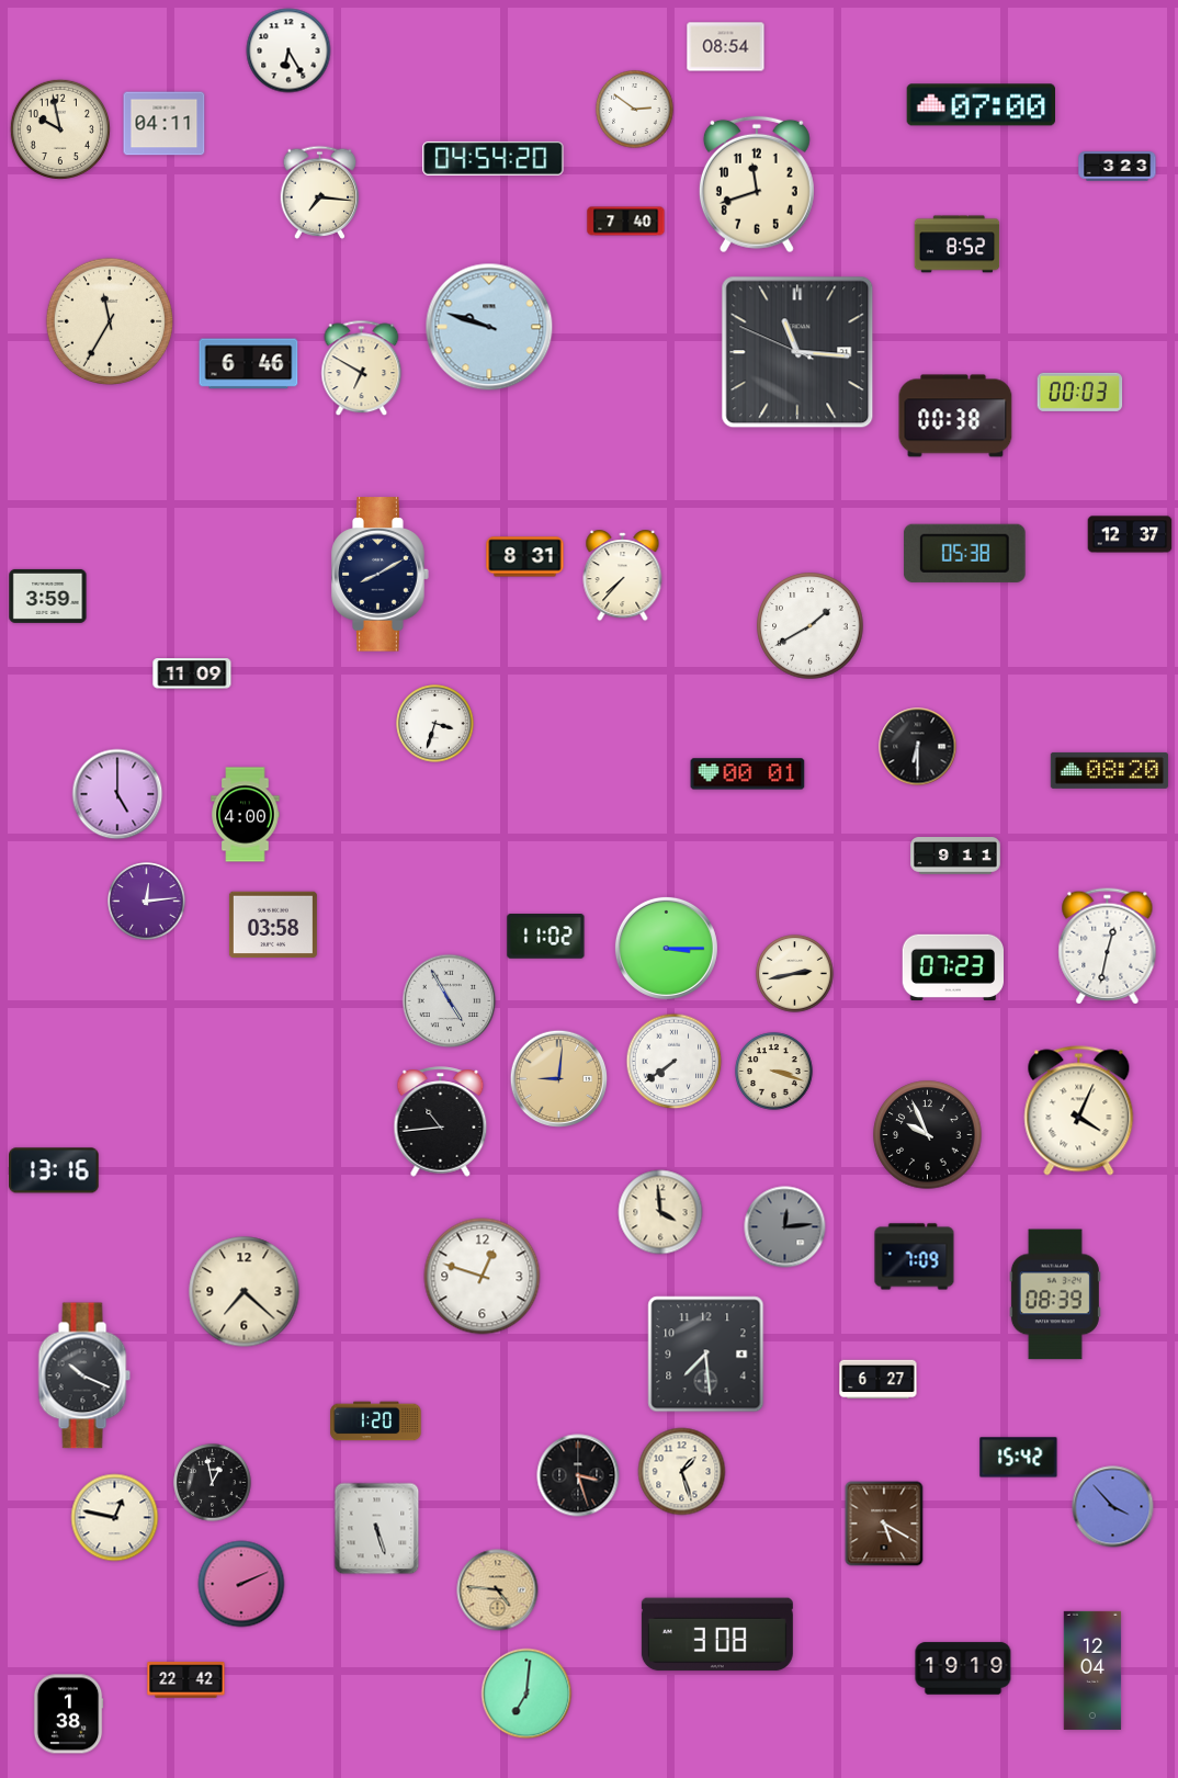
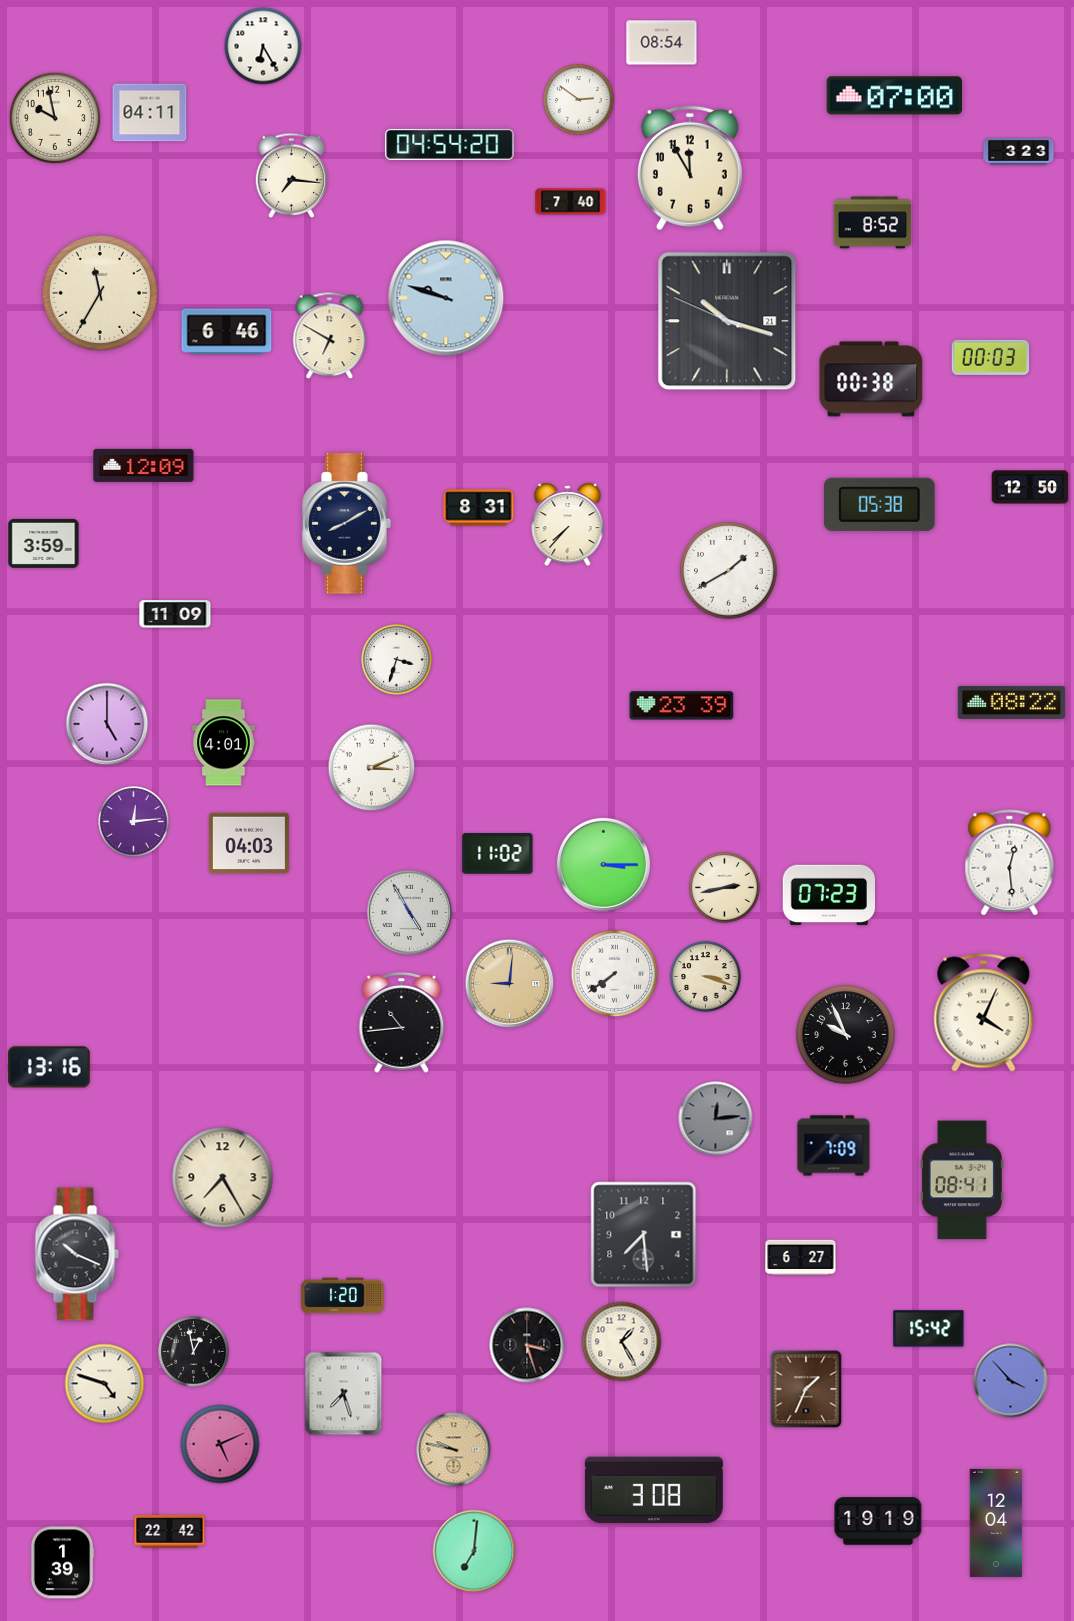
clock at (757, 184): 11:42 -> 11:55
clock at (797, 352): 11:15 -> 10:17
clock at (1080, 392) position: (1080, 392) -> (991, 357)
clock at (144, 465): none -> 12:09
clock at (1130, 534): 12:37 -> 12:50
clock at (811, 626) position: (811, 626) -> (729, 571)
clock at (918, 747): 6:30 -> none
clock at (1109, 770): 08:20 -> 08:22
clock at (748, 774): 00:01 -> 23:39
clock at (246, 815): 4:00 -> 4:01
clock at (372, 768): none -> 3:11
clock at (955, 856): 9:11 -> none
clock at (273, 925): 03:58 -> 04:03
clock at (1108, 947): 12:32 -> 12:29
clock at (666, 948) position: (666, 948) -> (603, 864)
clock at (952, 966) position: (952, 966) -> (828, 894)
clock at (675, 1062) position: (675, 1062) -> (615, 974)
clock at (660, 1212): 3:59 -> none
clock at (483, 1277): 12:48 -> none
clock at (245, 1292): 7:22 -> 7:25
clock at (1055, 1294): 08:39 -> 08:41
clock at (682, 1472): 1:27 -> 1:25
clock at (1113, 1507) position: (1113, 1507) -> (1011, 1381)
clock at (115, 1518): 12:47 -> 4:48
clock at (884, 1524): 5:20 -> 1:34
clock at (377, 1529): 5:27 -> 7:27
clock at (241, 1584): 2:11 -> 5:11
clock at (498, 1590): 4:46 -> 9:47
clock at (526, 1694) position: (526, 1694) -> (474, 1551)
clock at (68, 1714): 1:38 -> 1:39
